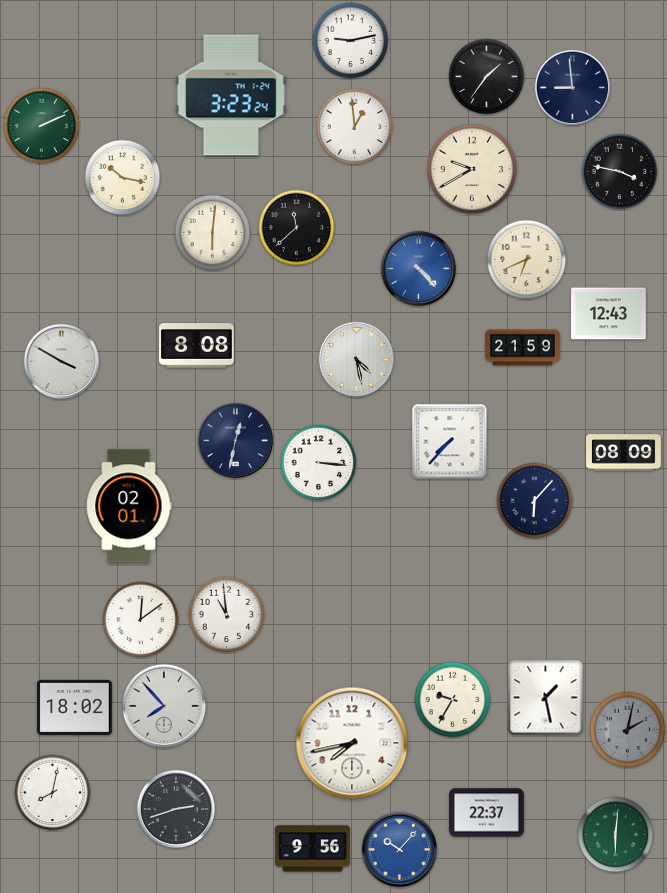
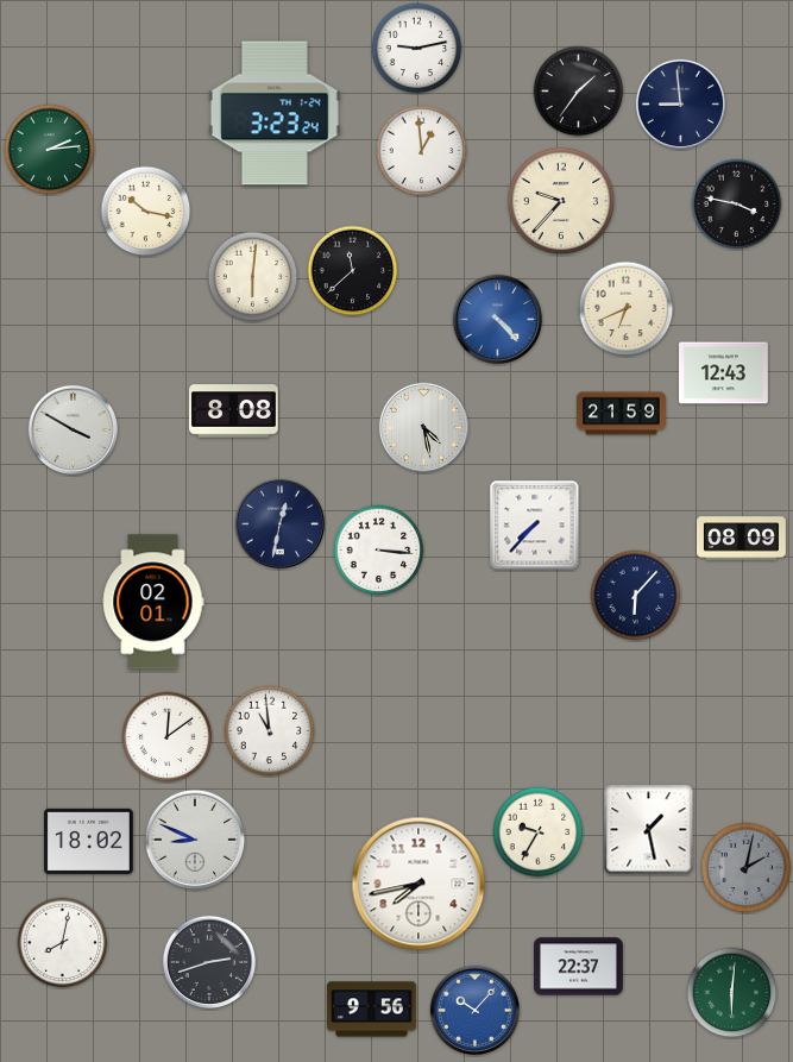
clock at (42, 126): 2:11 -> 2:14
clock at (472, 169): 9:40 -> 9:37
clock at (164, 706): 7:53 -> 8:49
